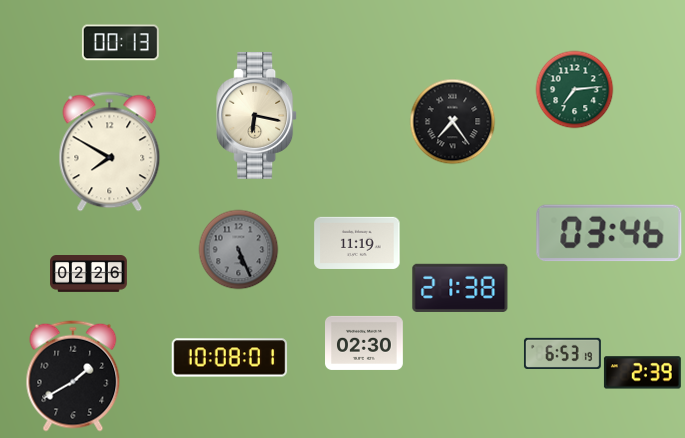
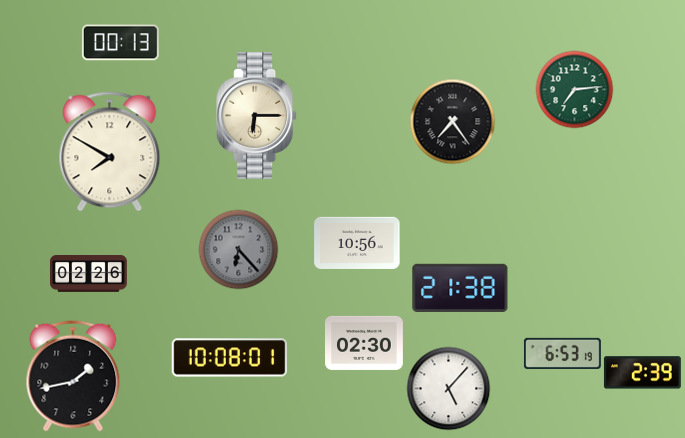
clock at (257, 115): 6:17 -> 6:15
clock at (609, 233): 03:46 -> none
clock at (357, 243): 11:19 -> 10:56
clock at (238, 249): 5:26 -> 6:23
clock at (73, 376): 1:40 -> 1:43
clock at (448, 388): none -> 5:07
